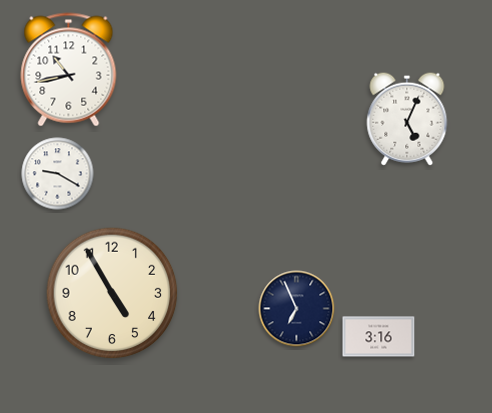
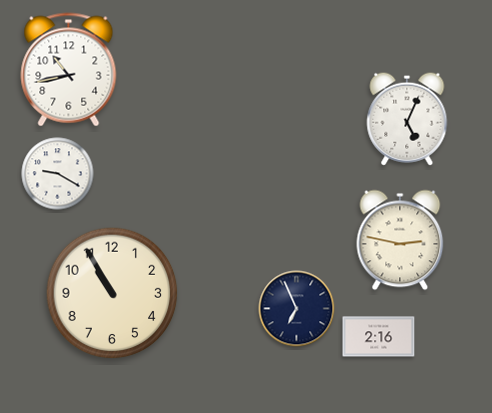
clock at (400, 240): none -> 2:47
clock at (112, 293): 4:55 -> 10:55
clock at (379, 337): 3:16 -> 2:16
